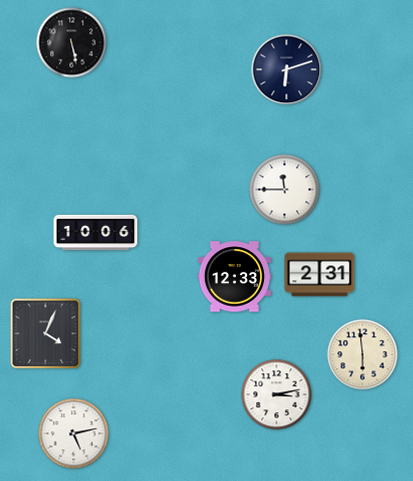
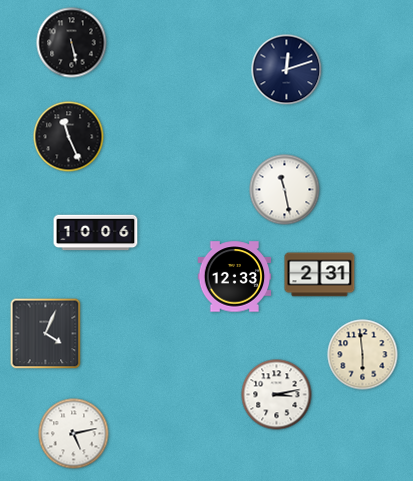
clock at (287, 70): 6:12 -> 12:12
clock at (69, 137): none -> 11:26
clock at (285, 190): 11:45 -> 11:28
